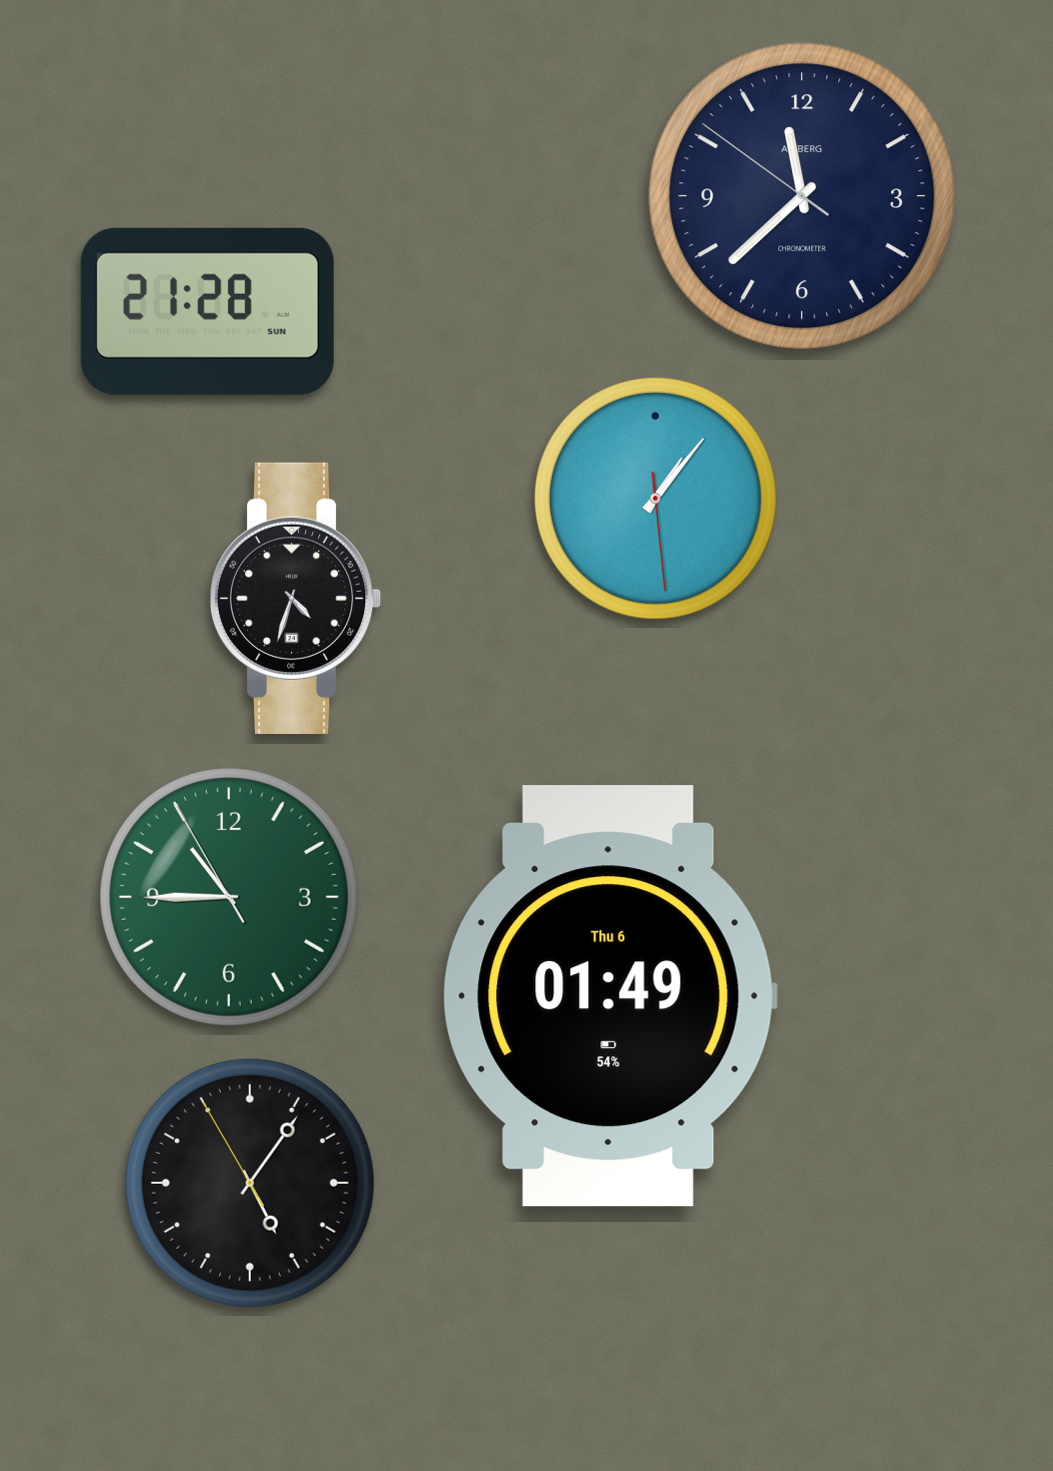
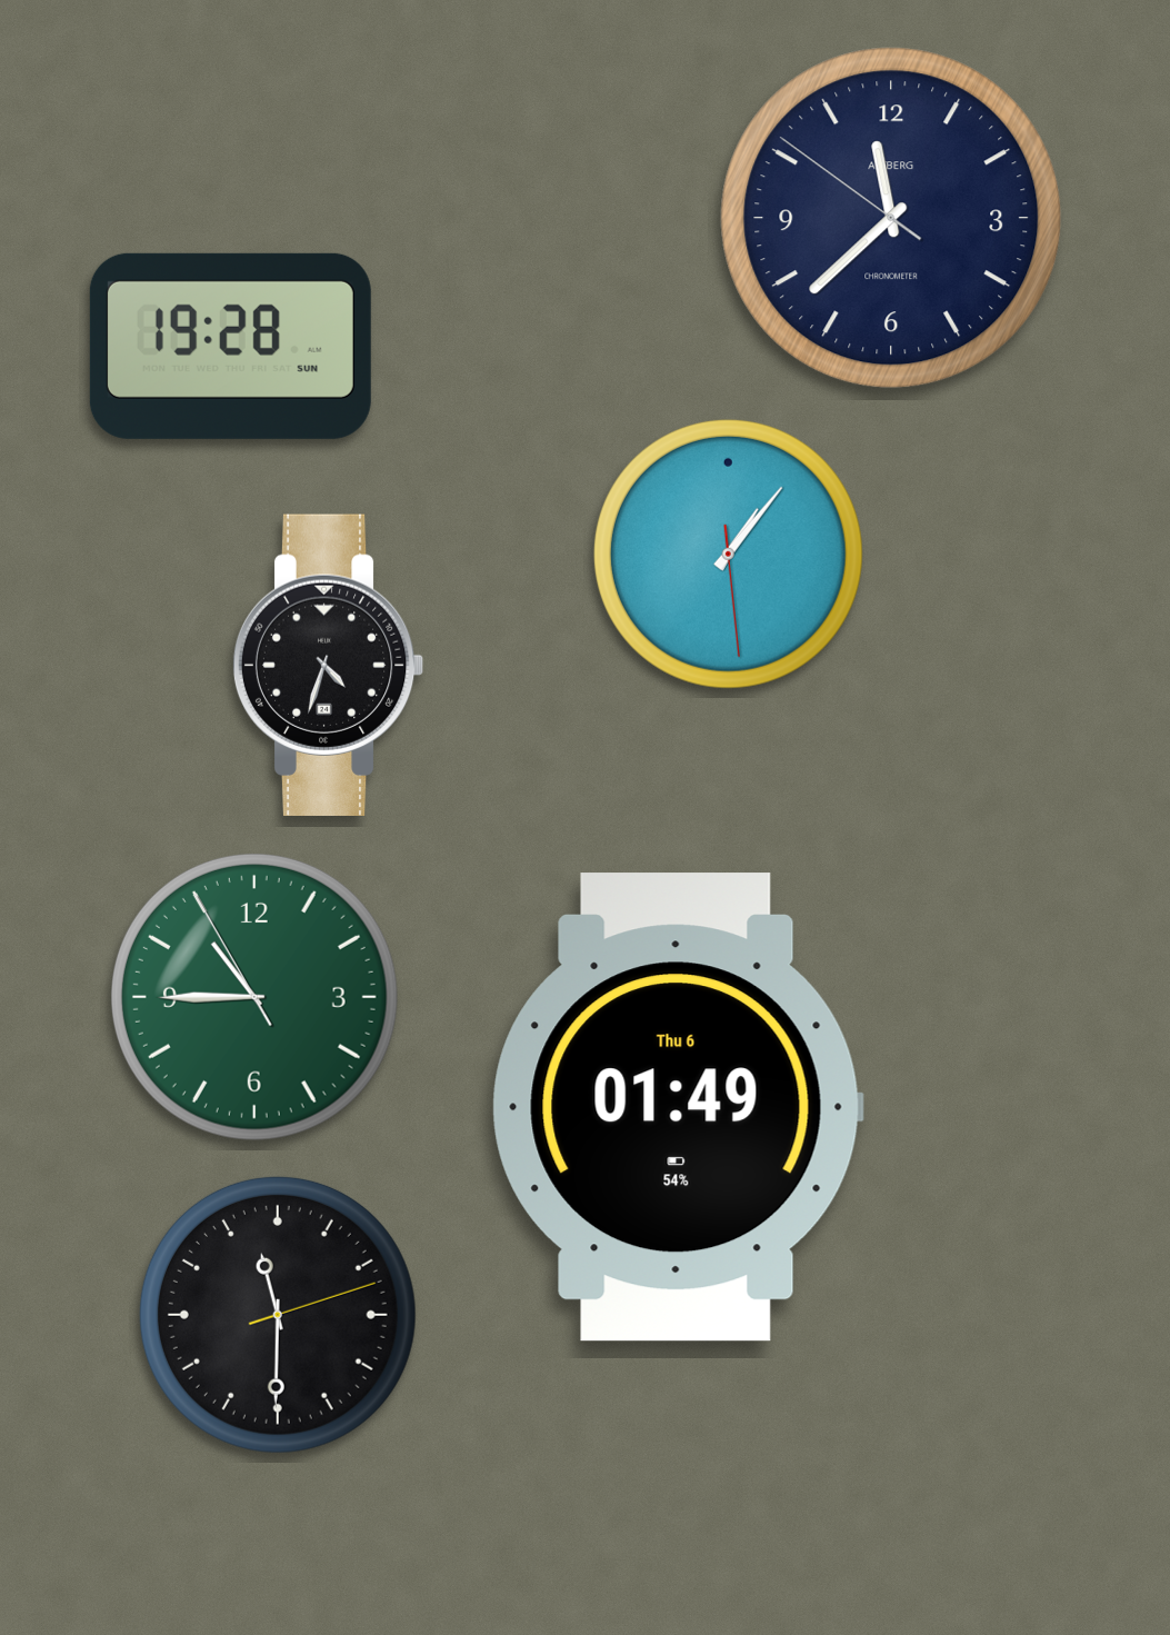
clock at (207, 311): 21:28 -> 19:28
clock at (250, 1183): 5:05 -> 11:30
